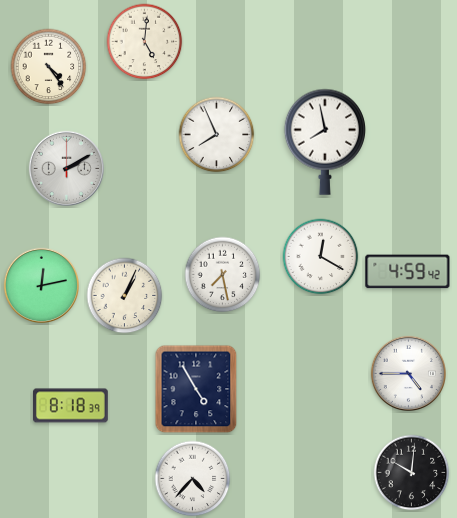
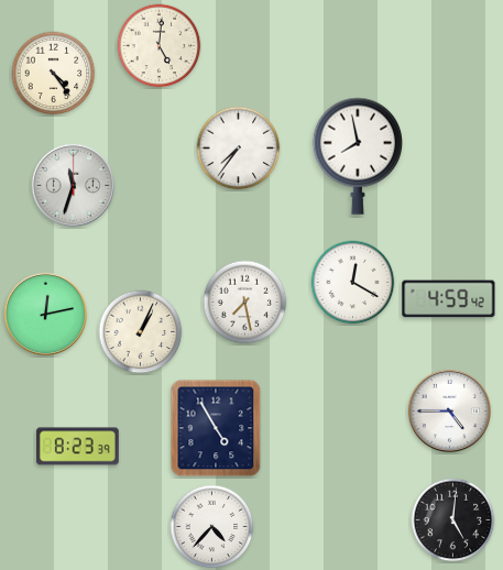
clock at (217, 135): 7:56 -> 7:36
clock at (66, 168): 2:10 -> 11:33
clock at (125, 296) position: (125, 296) -> (141, 332)
clock at (71, 406): 8:18 -> 8:23
clock at (412, 473): 10:01 -> 5:01
